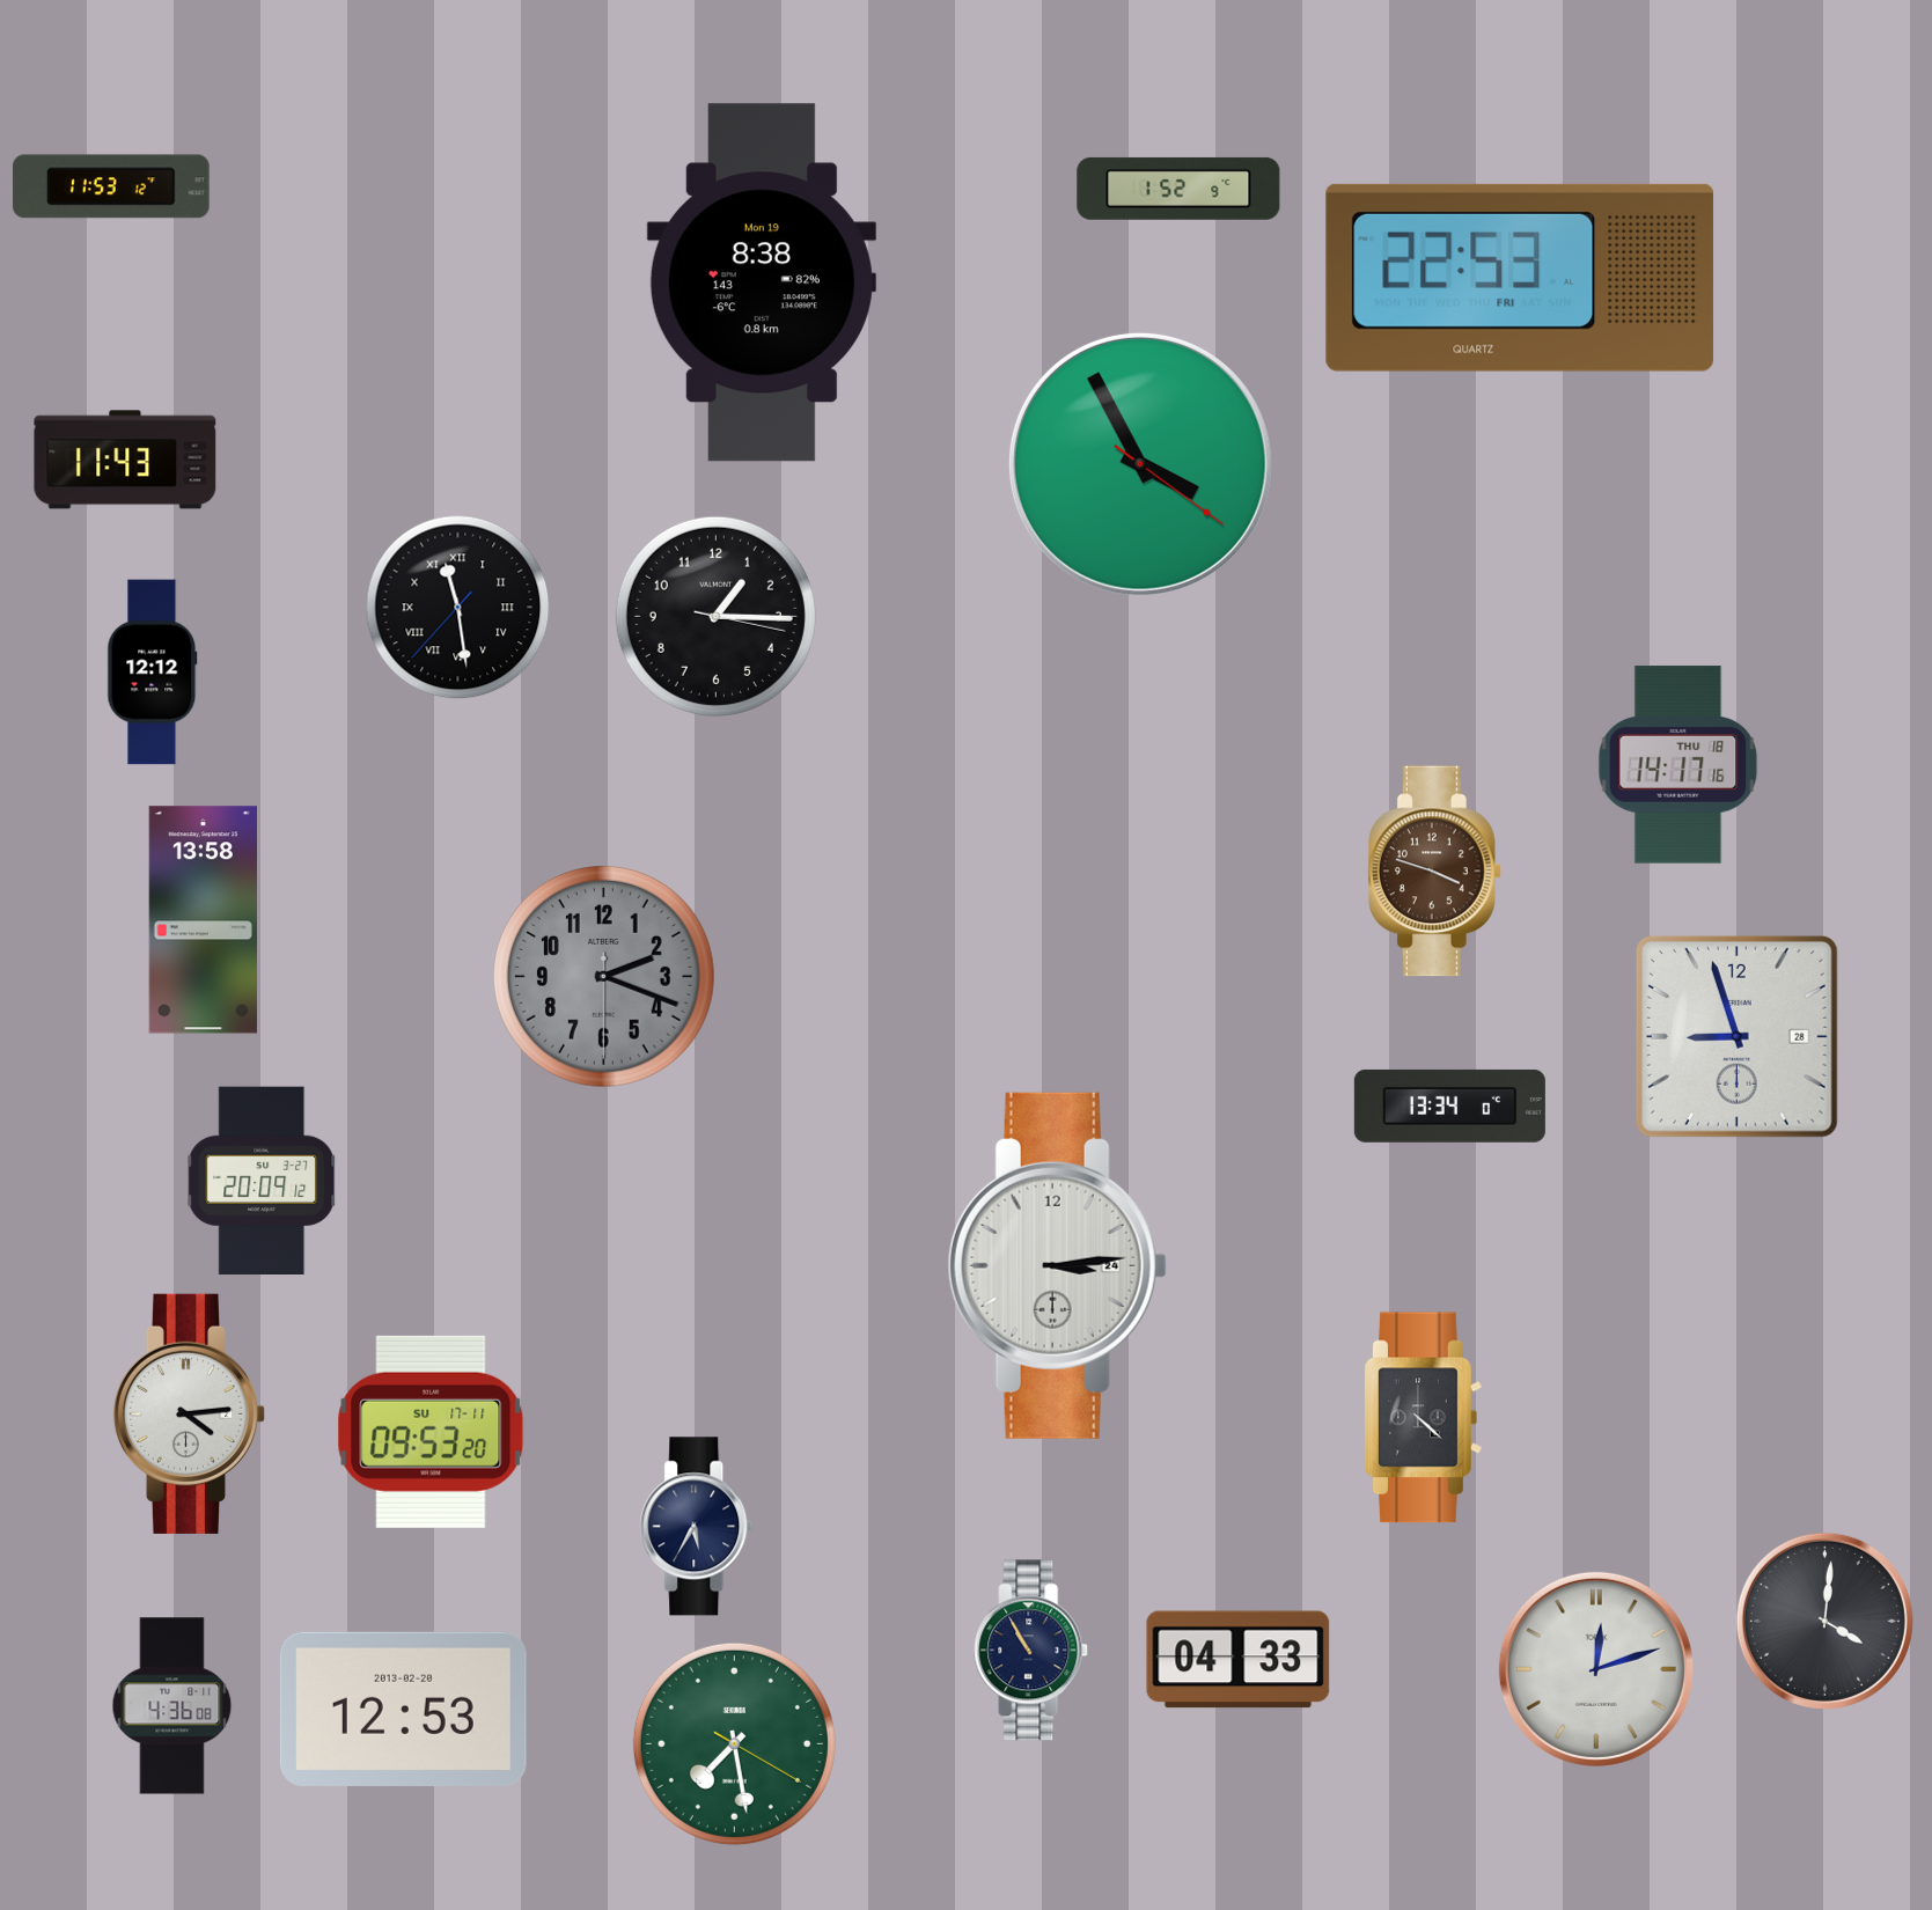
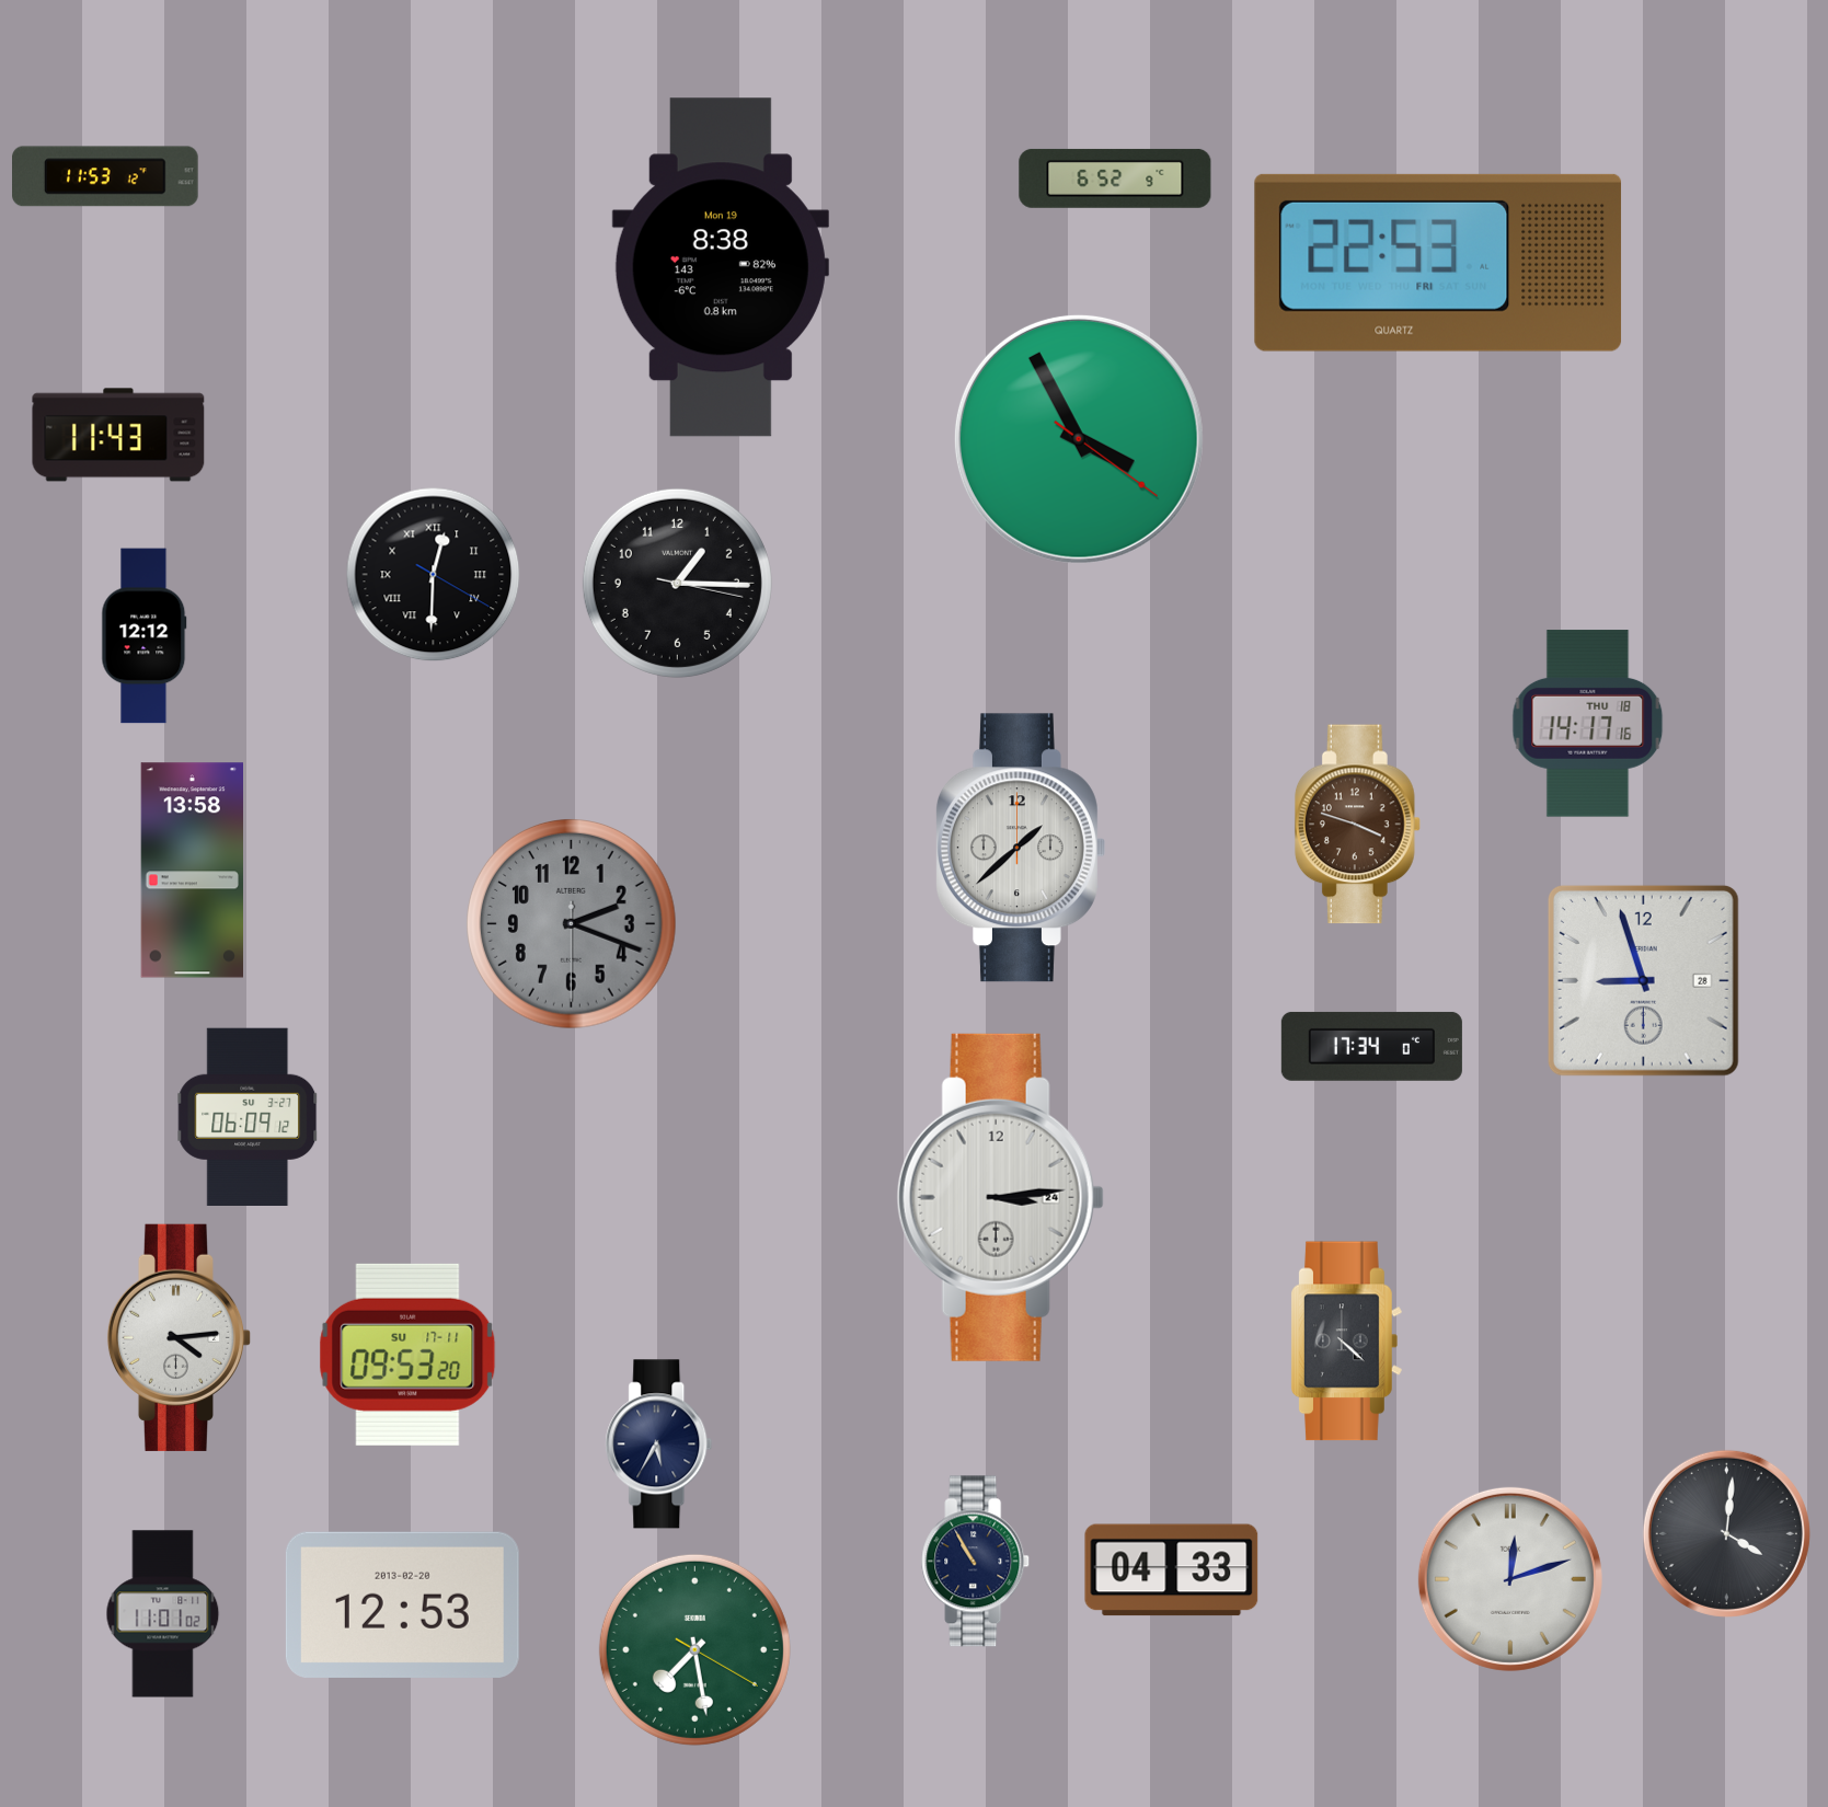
clock at (1178, 189): 1:52 -> 6:52
clock at (458, 608): 11:28 -> 12:30
clock at (1020, 848): none -> 1:38
clock at (1449, 1105): 13:34 -> 17:34
clock at (263, 1180): 20:09 -> 06:09
clock at (172, 1706): 4:36 -> 11:01
clock at (403, 1709) position: (403, 1709) -> (402, 1604)
